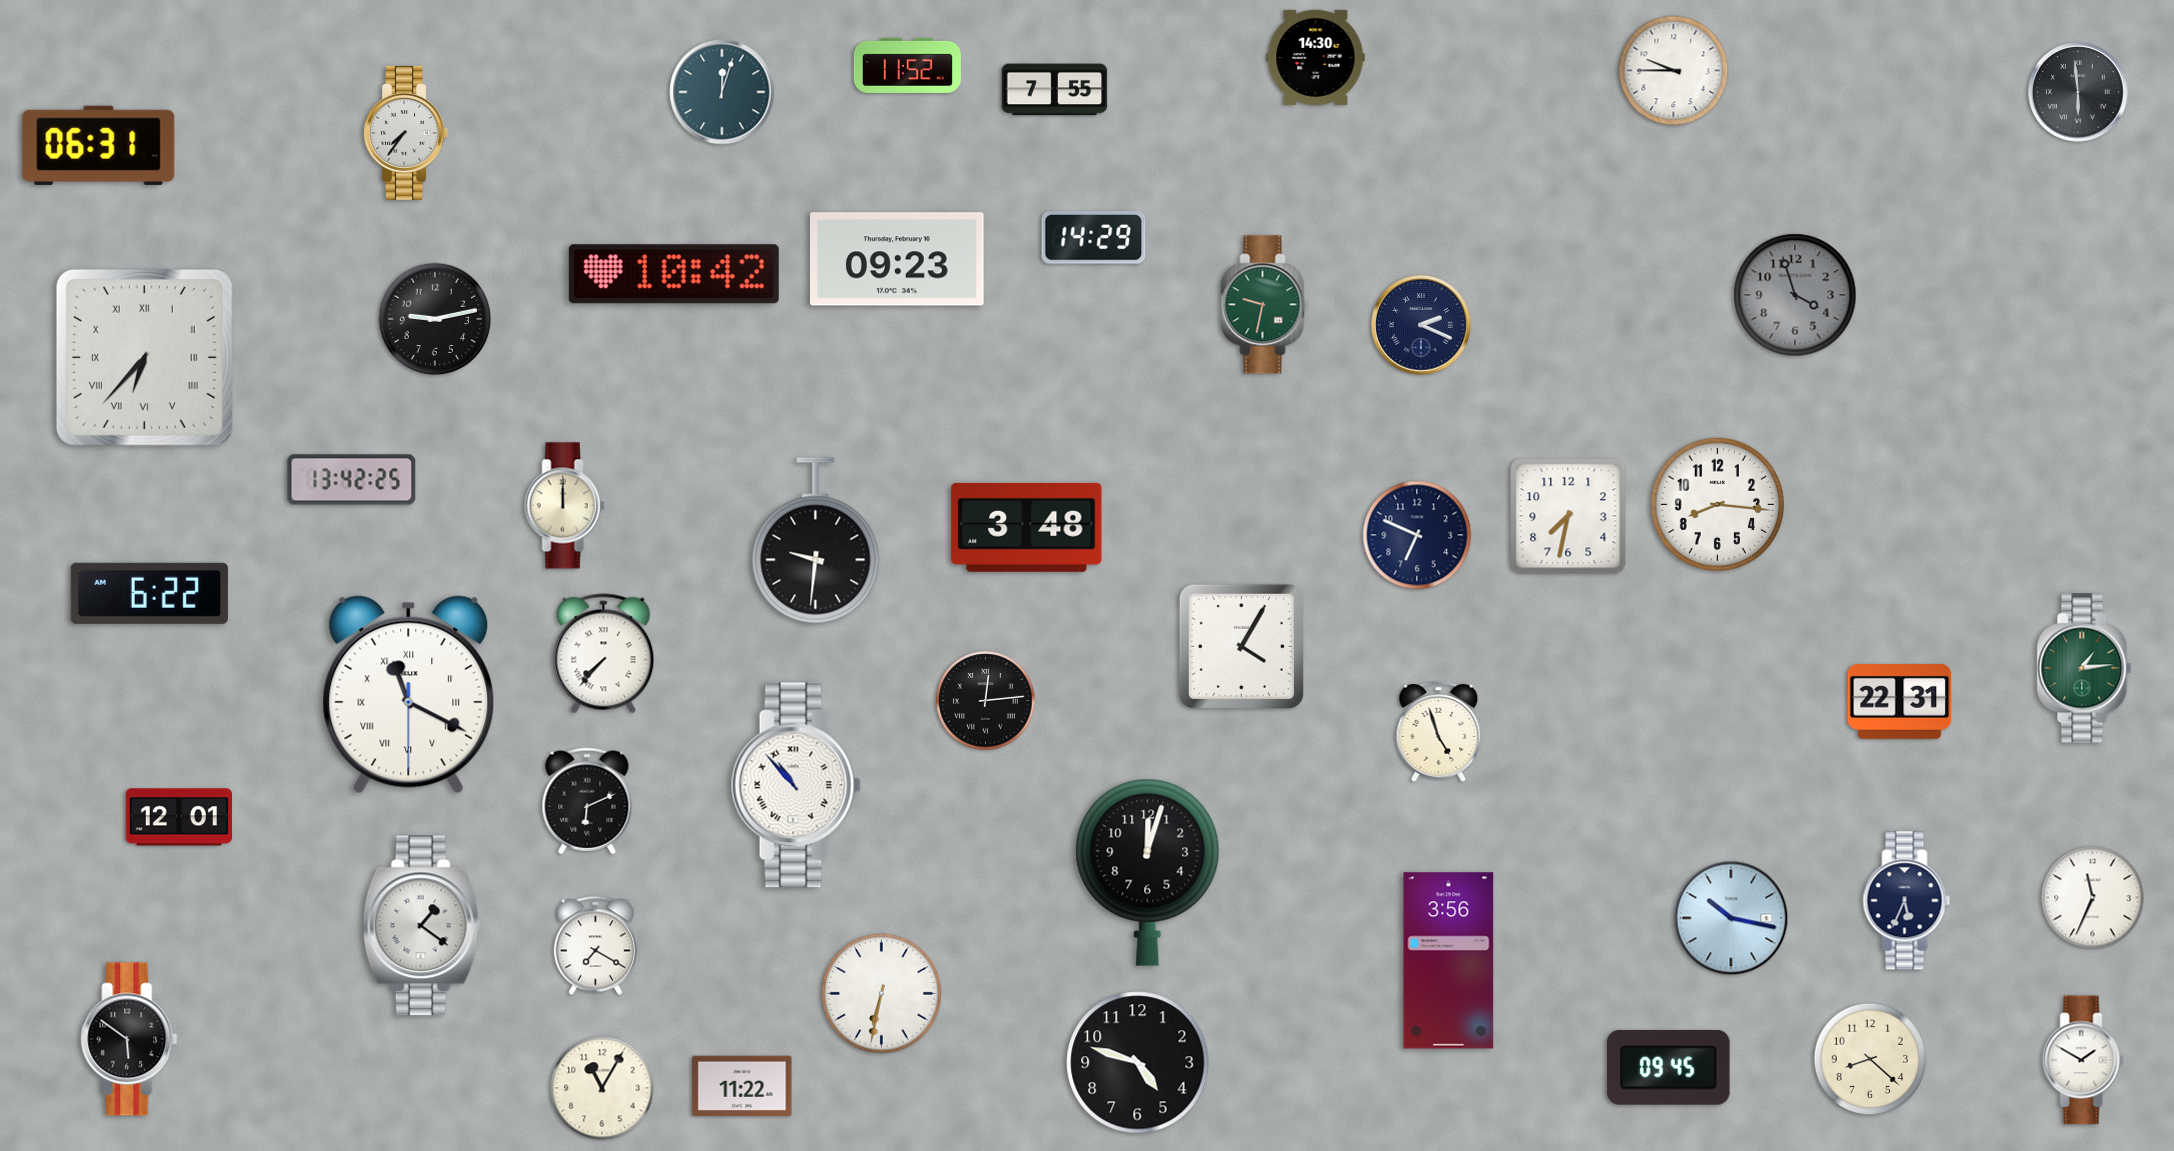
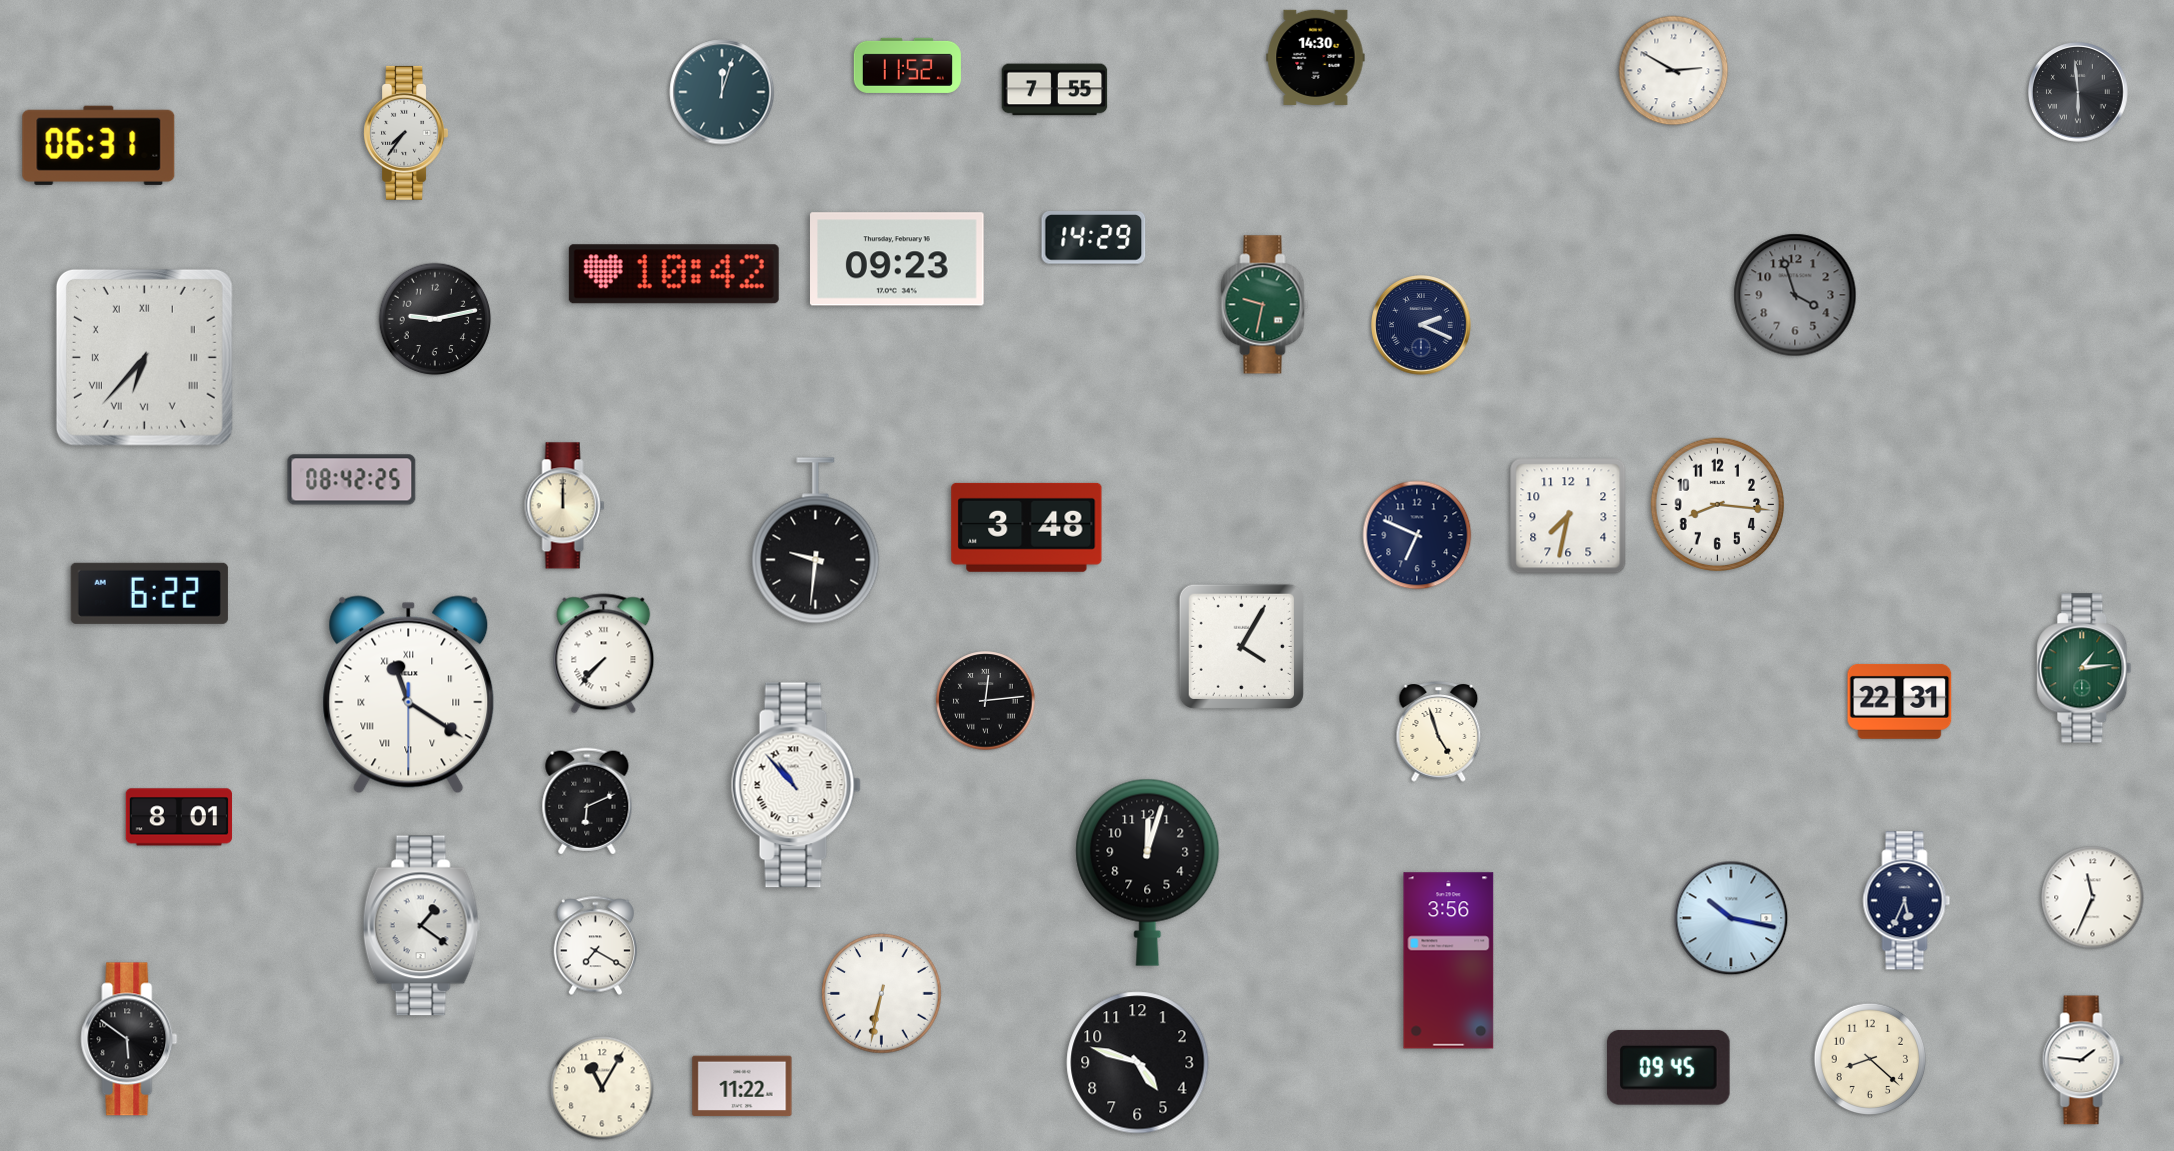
clock at (1674, 71): 9:45 -> 2:50
clock at (352, 480): 13:42 -> 08:42
clock at (409, 695): 11:19 -> 11:20
clock at (178, 817): 12:01 -> 8:01
clock at (2083, 1060): 1:50 -> 1:46
